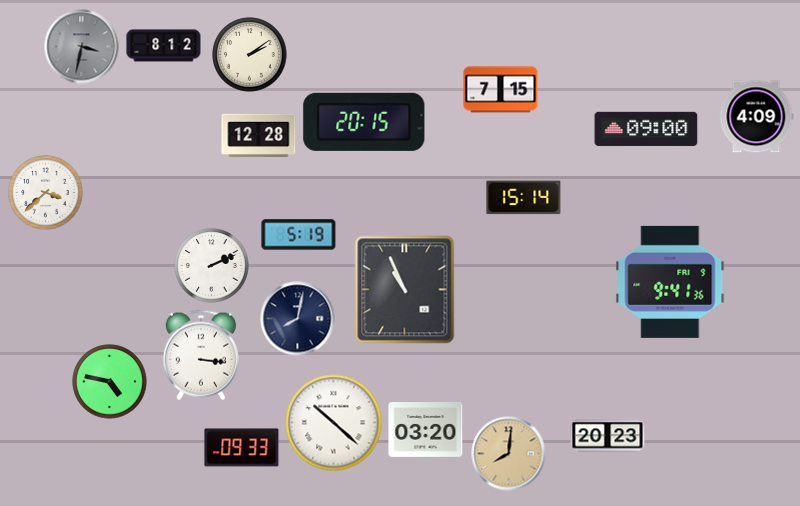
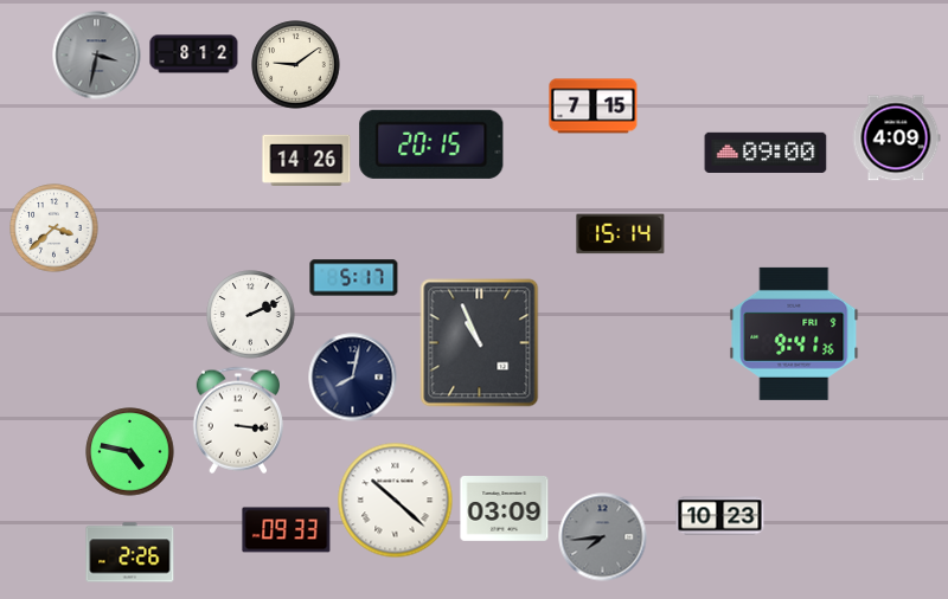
clock at (250, 55): 2:09 -> 9:09
clock at (259, 135): 12:28 -> 14:26
clock at (299, 235): 5:19 -> 5:17
clock at (426, 430): 03:20 -> 03:09
clock at (608, 436): 20:23 -> 10:23
clock at (509, 454): 8:01 -> 7:44
clock at (509, 454) dial: champagne -> grey
clock at (130, 553): none -> 2:26
